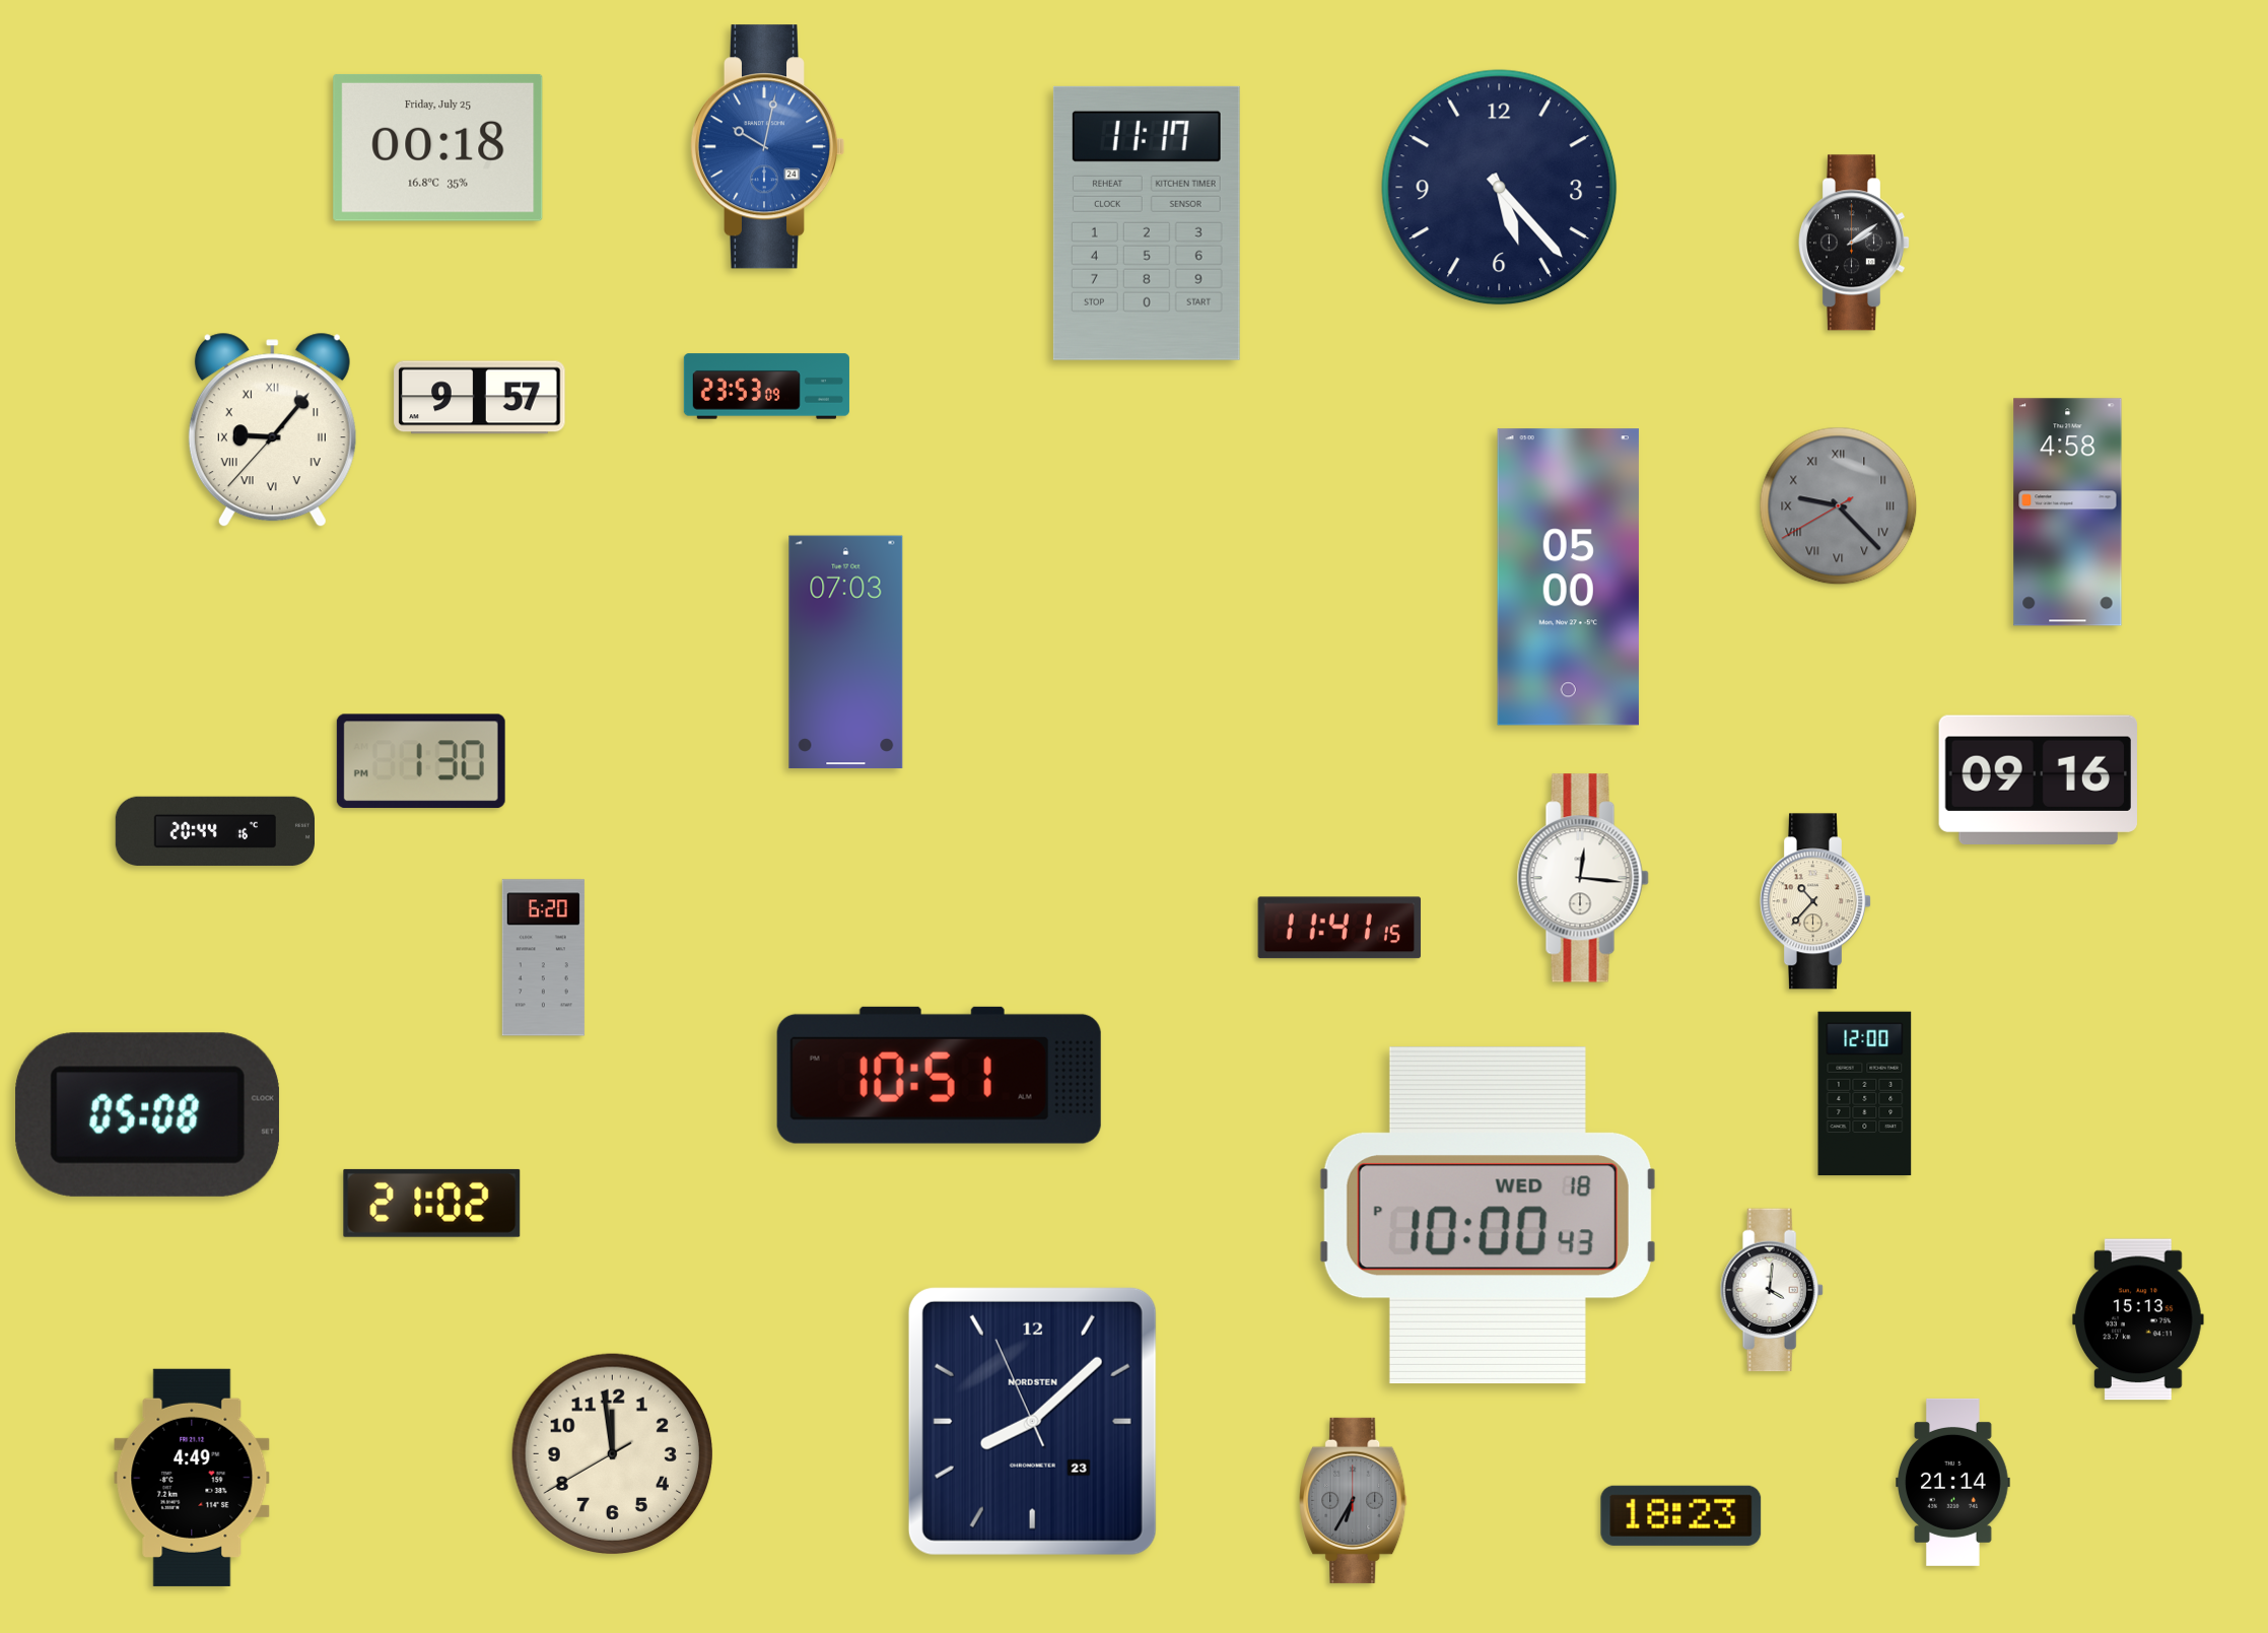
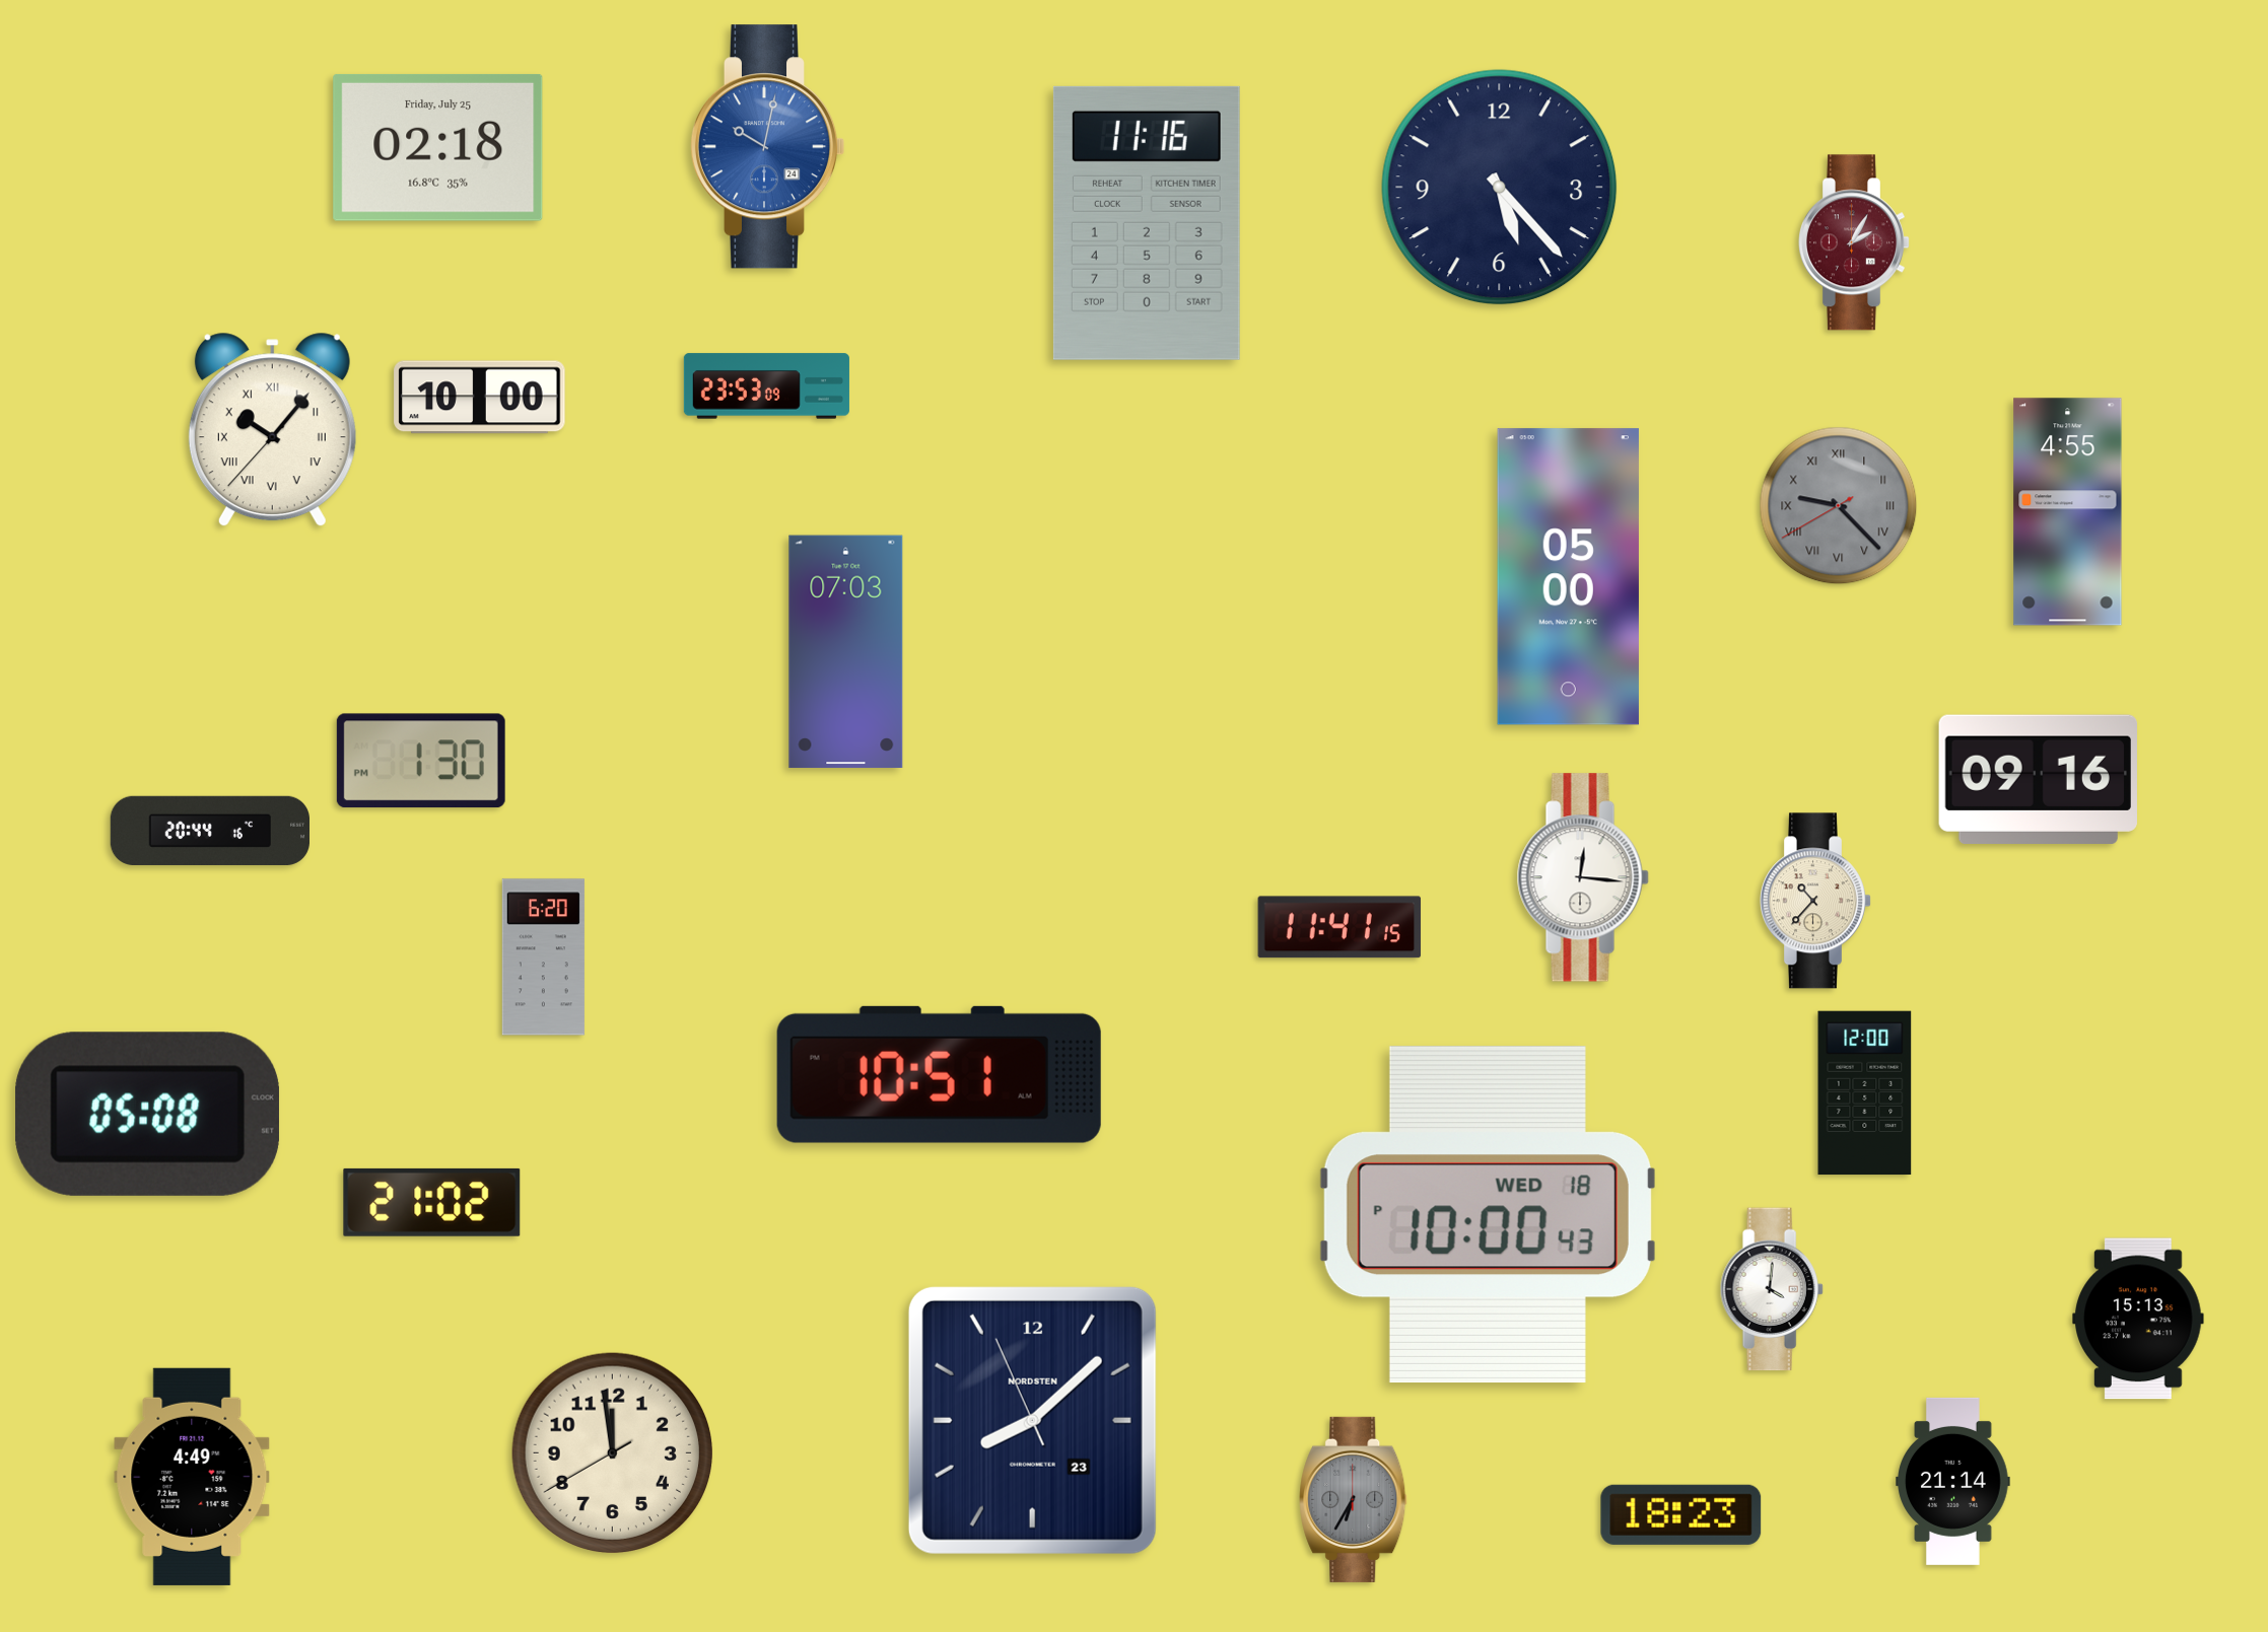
clock at (438, 147): 00:18 -> 02:18
clock at (1147, 223): 11:17 -> 11:16
clock at (1854, 243): 2:09 -> 2:05
clock at (1854, 243) dial: black -> burgundy
clock at (480, 398): 9:57 -> 10:00
clock at (272, 430): 9:06 -> 10:06
clock at (2068, 513): 4:58 -> 4:55
clock at (214, 831) position: (214, 831) -> (209, 831)
